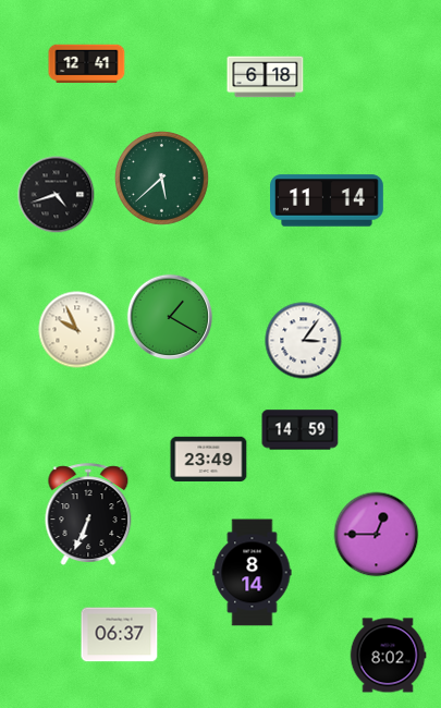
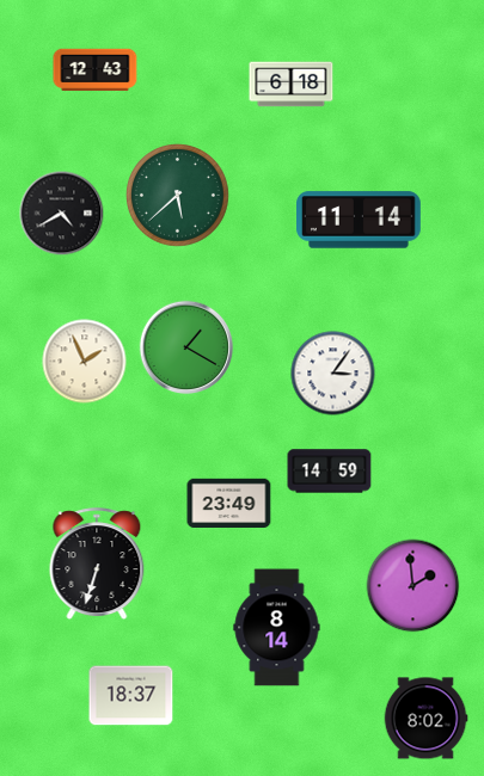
clock at (87, 64): 12:41 -> 12:43
clock at (57, 195): 4:42 -> 4:40
clock at (77, 330): 9:56 -> 1:56
clock at (88, 514): 6:34 -> 6:33
clock at (377, 535): 12:45 -> 1:59
clock at (120, 635): 06:37 -> 18:37
